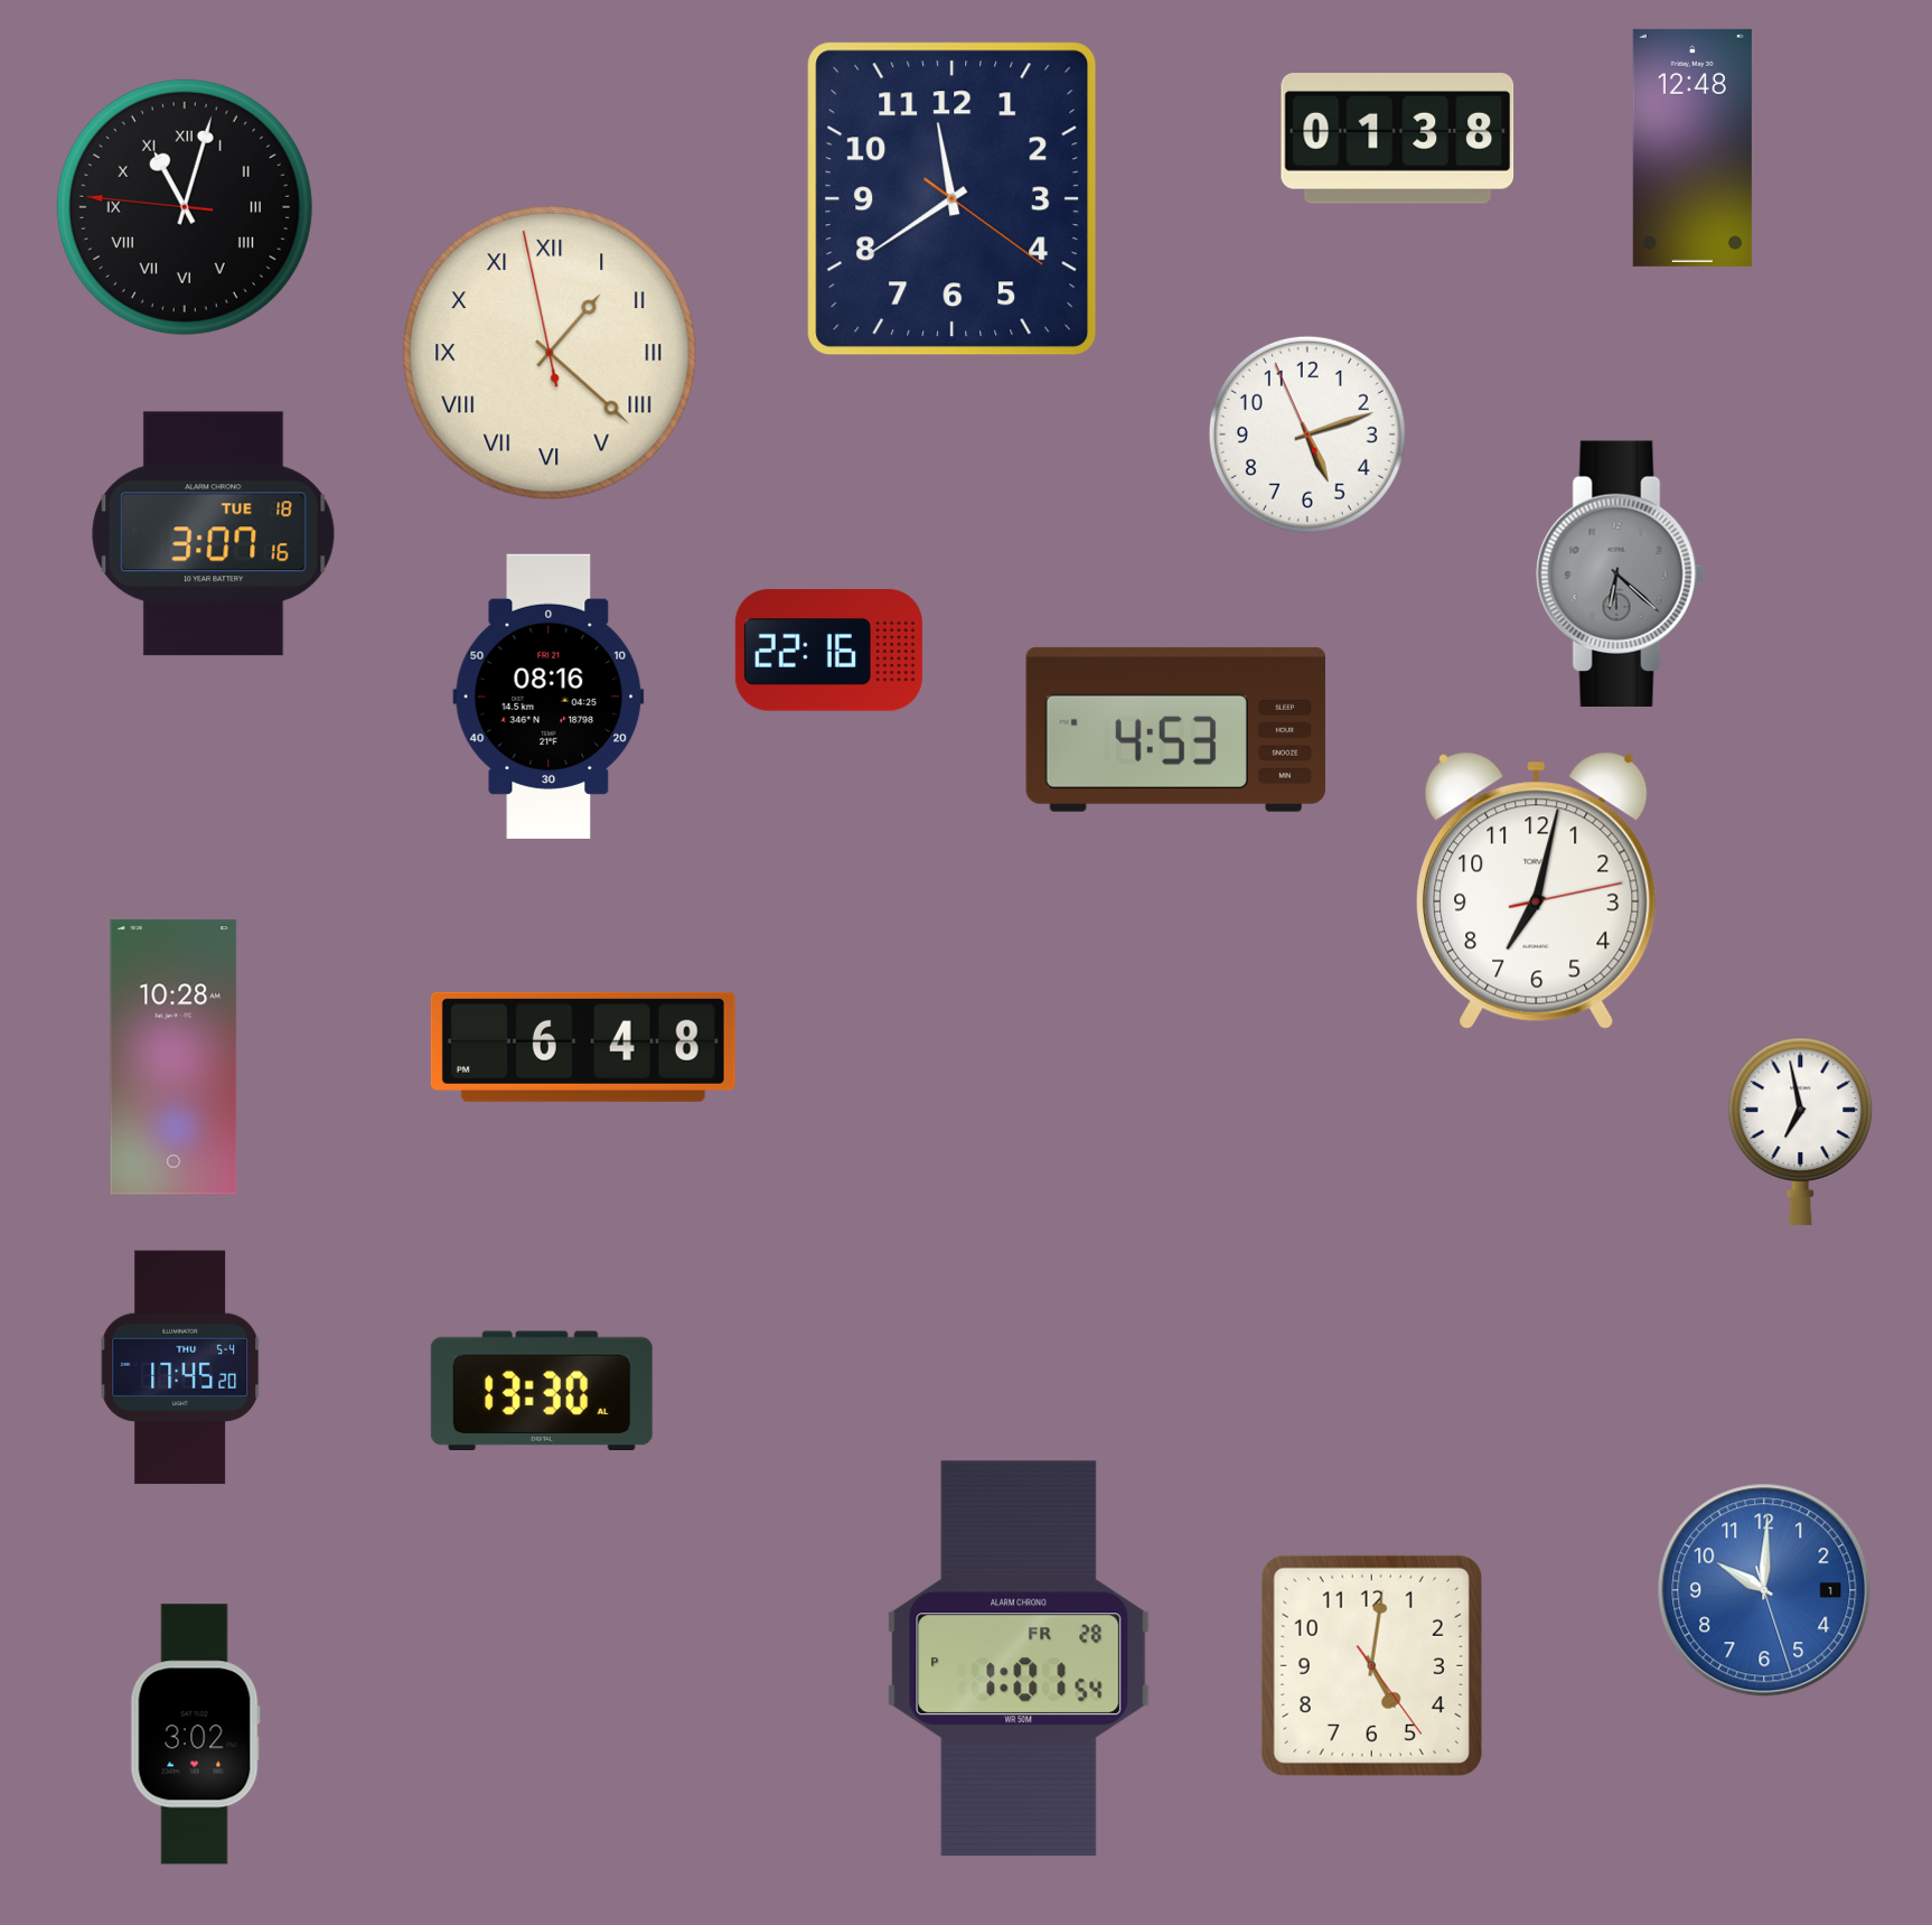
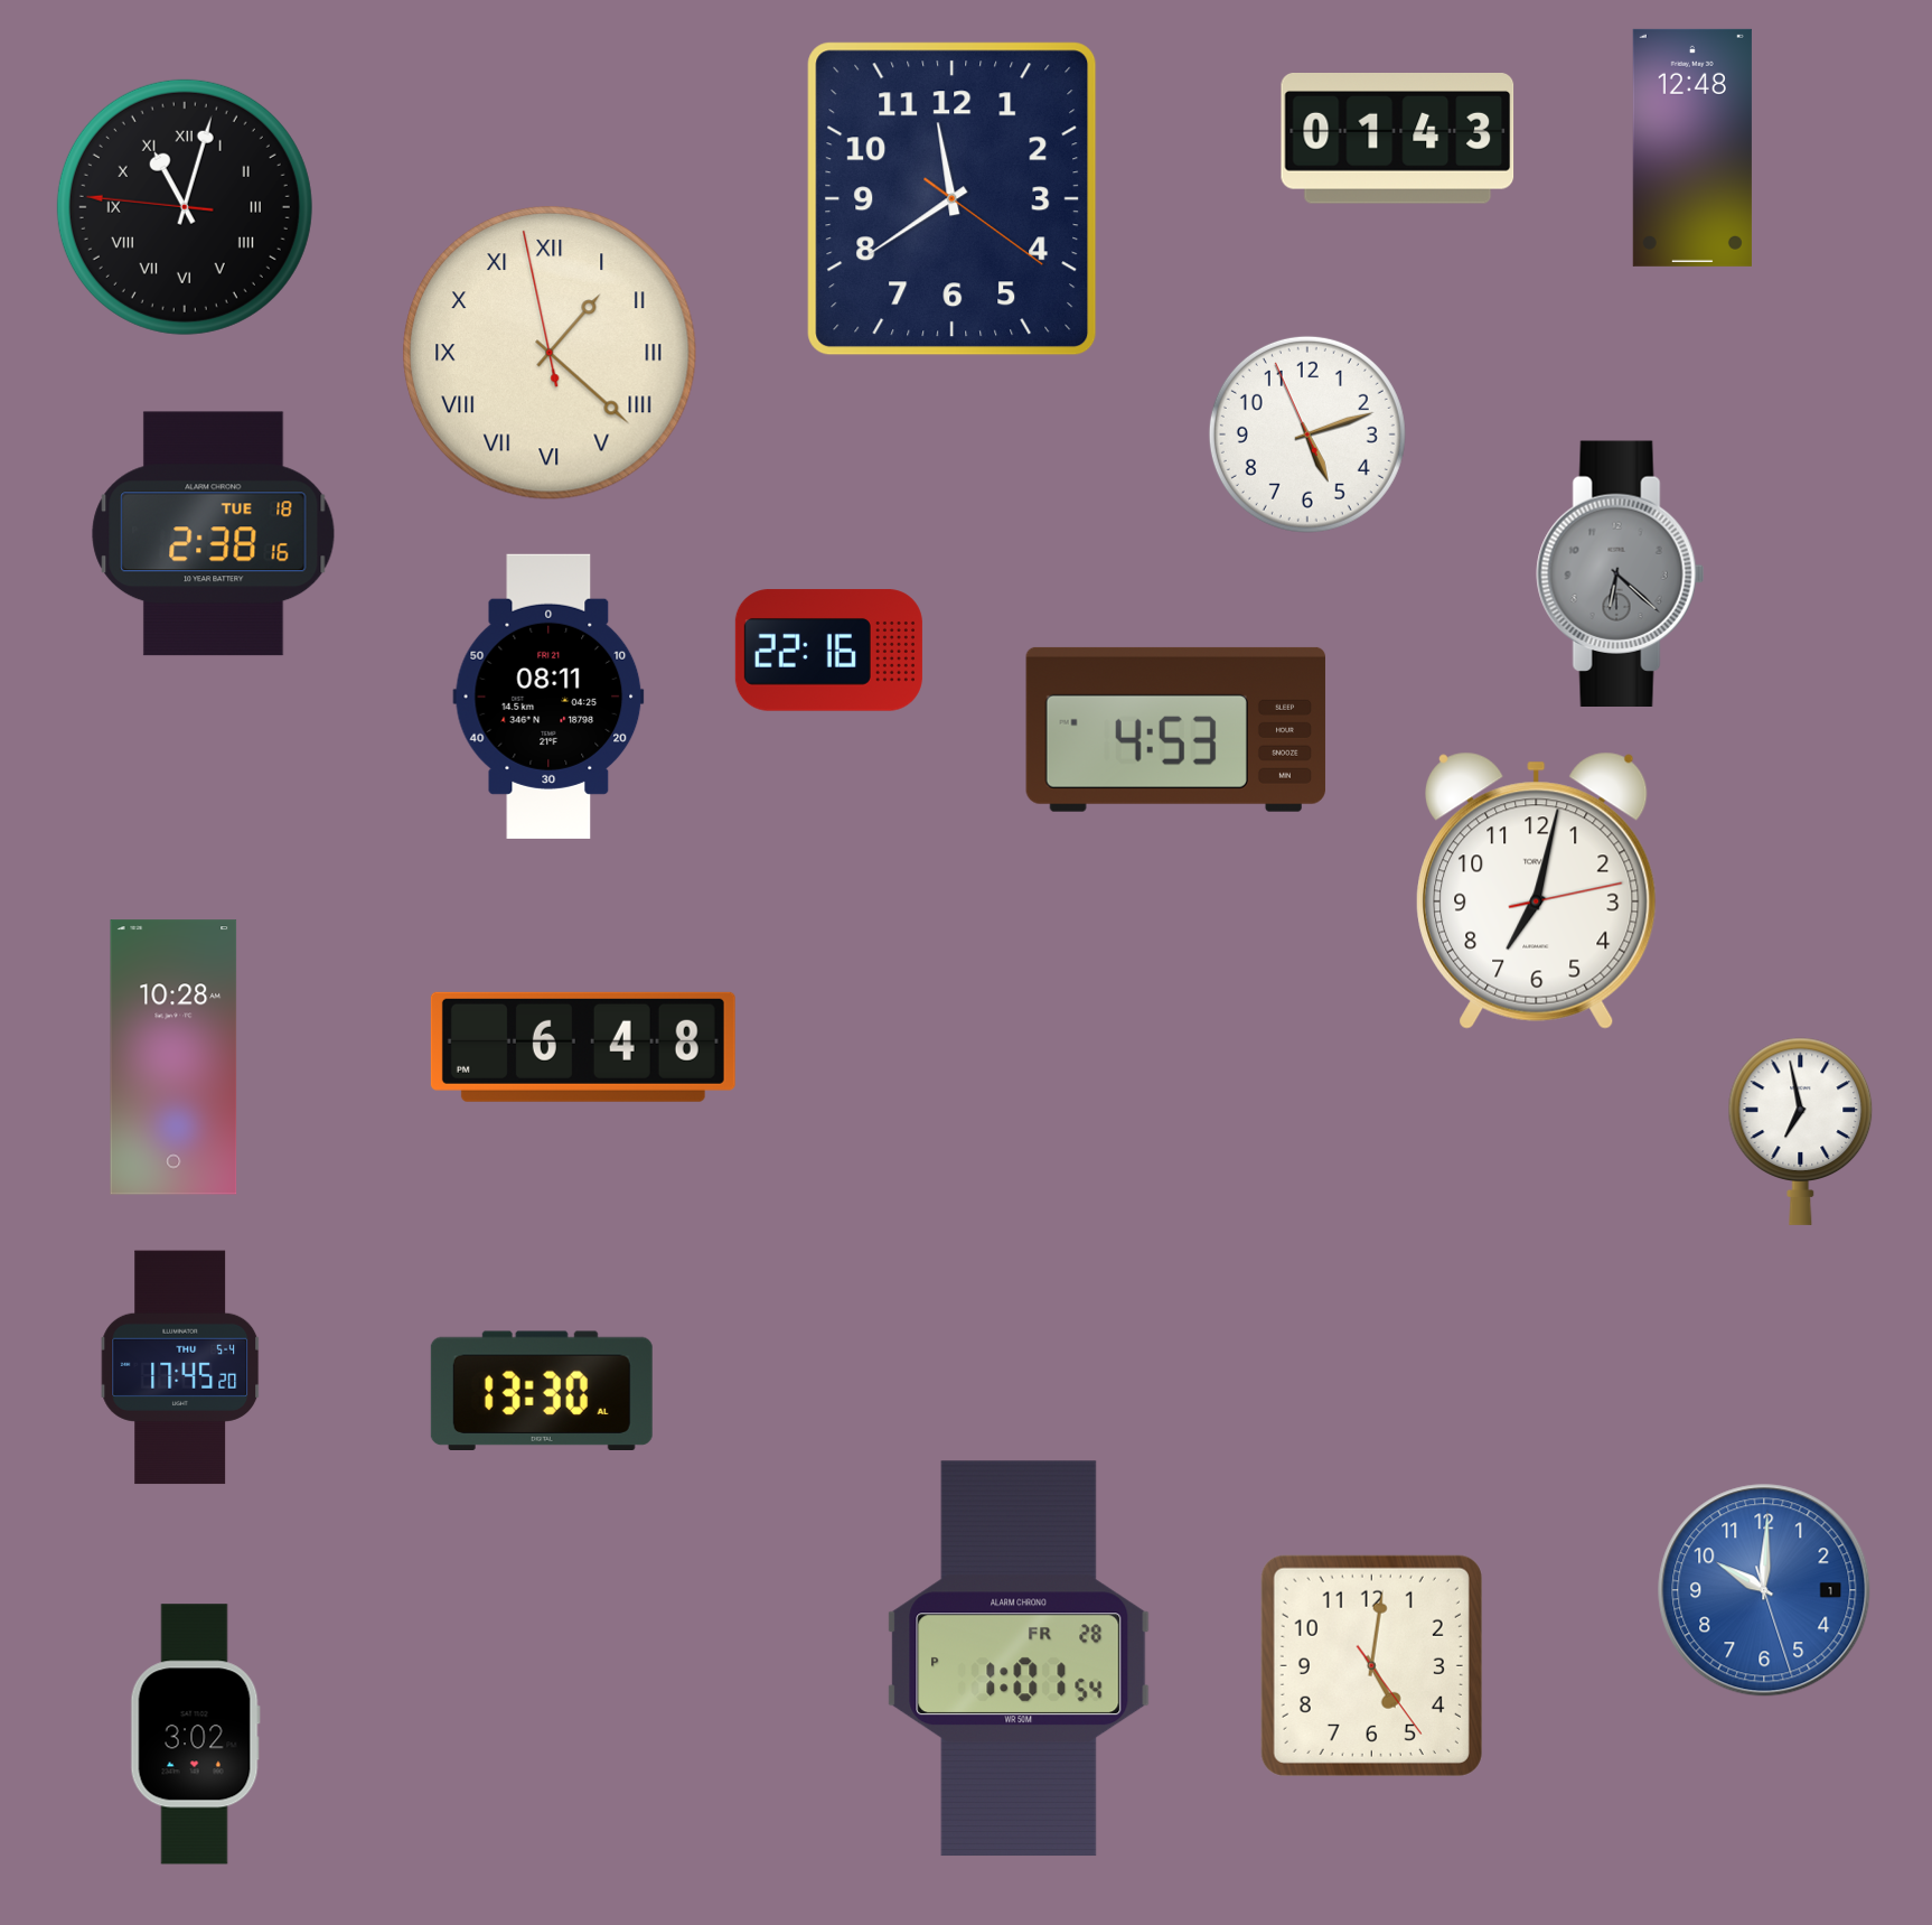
clock at (1398, 139): 01:38 -> 01:43
clock at (214, 534): 3:07 -> 2:38
clock at (548, 697): 08:16 -> 08:11
